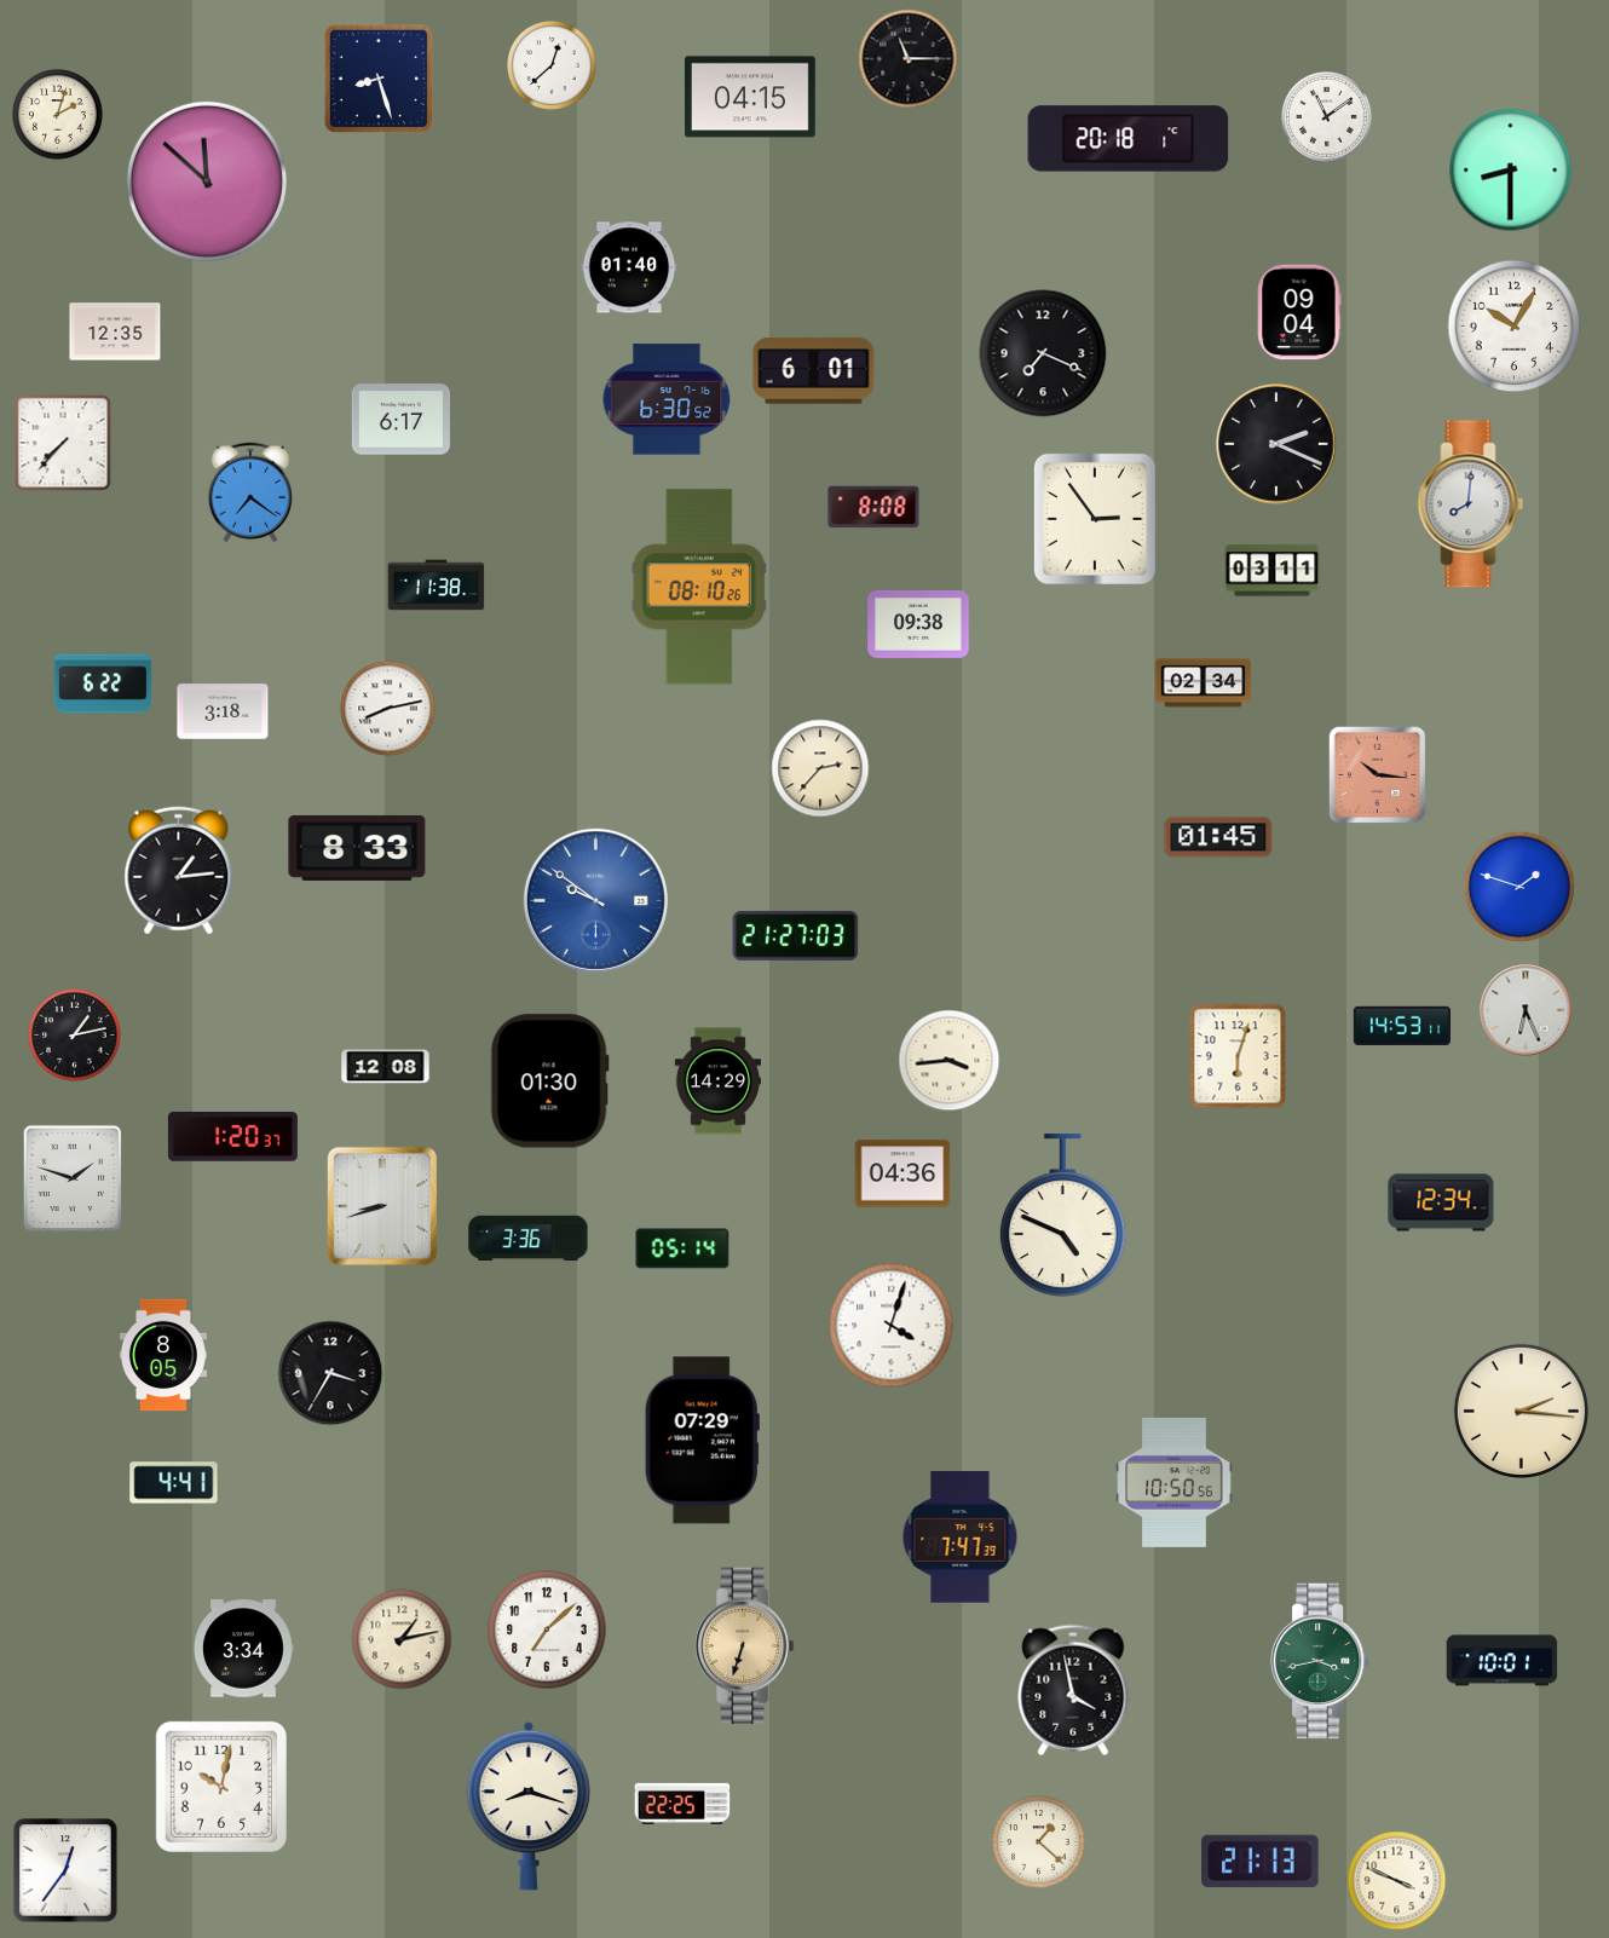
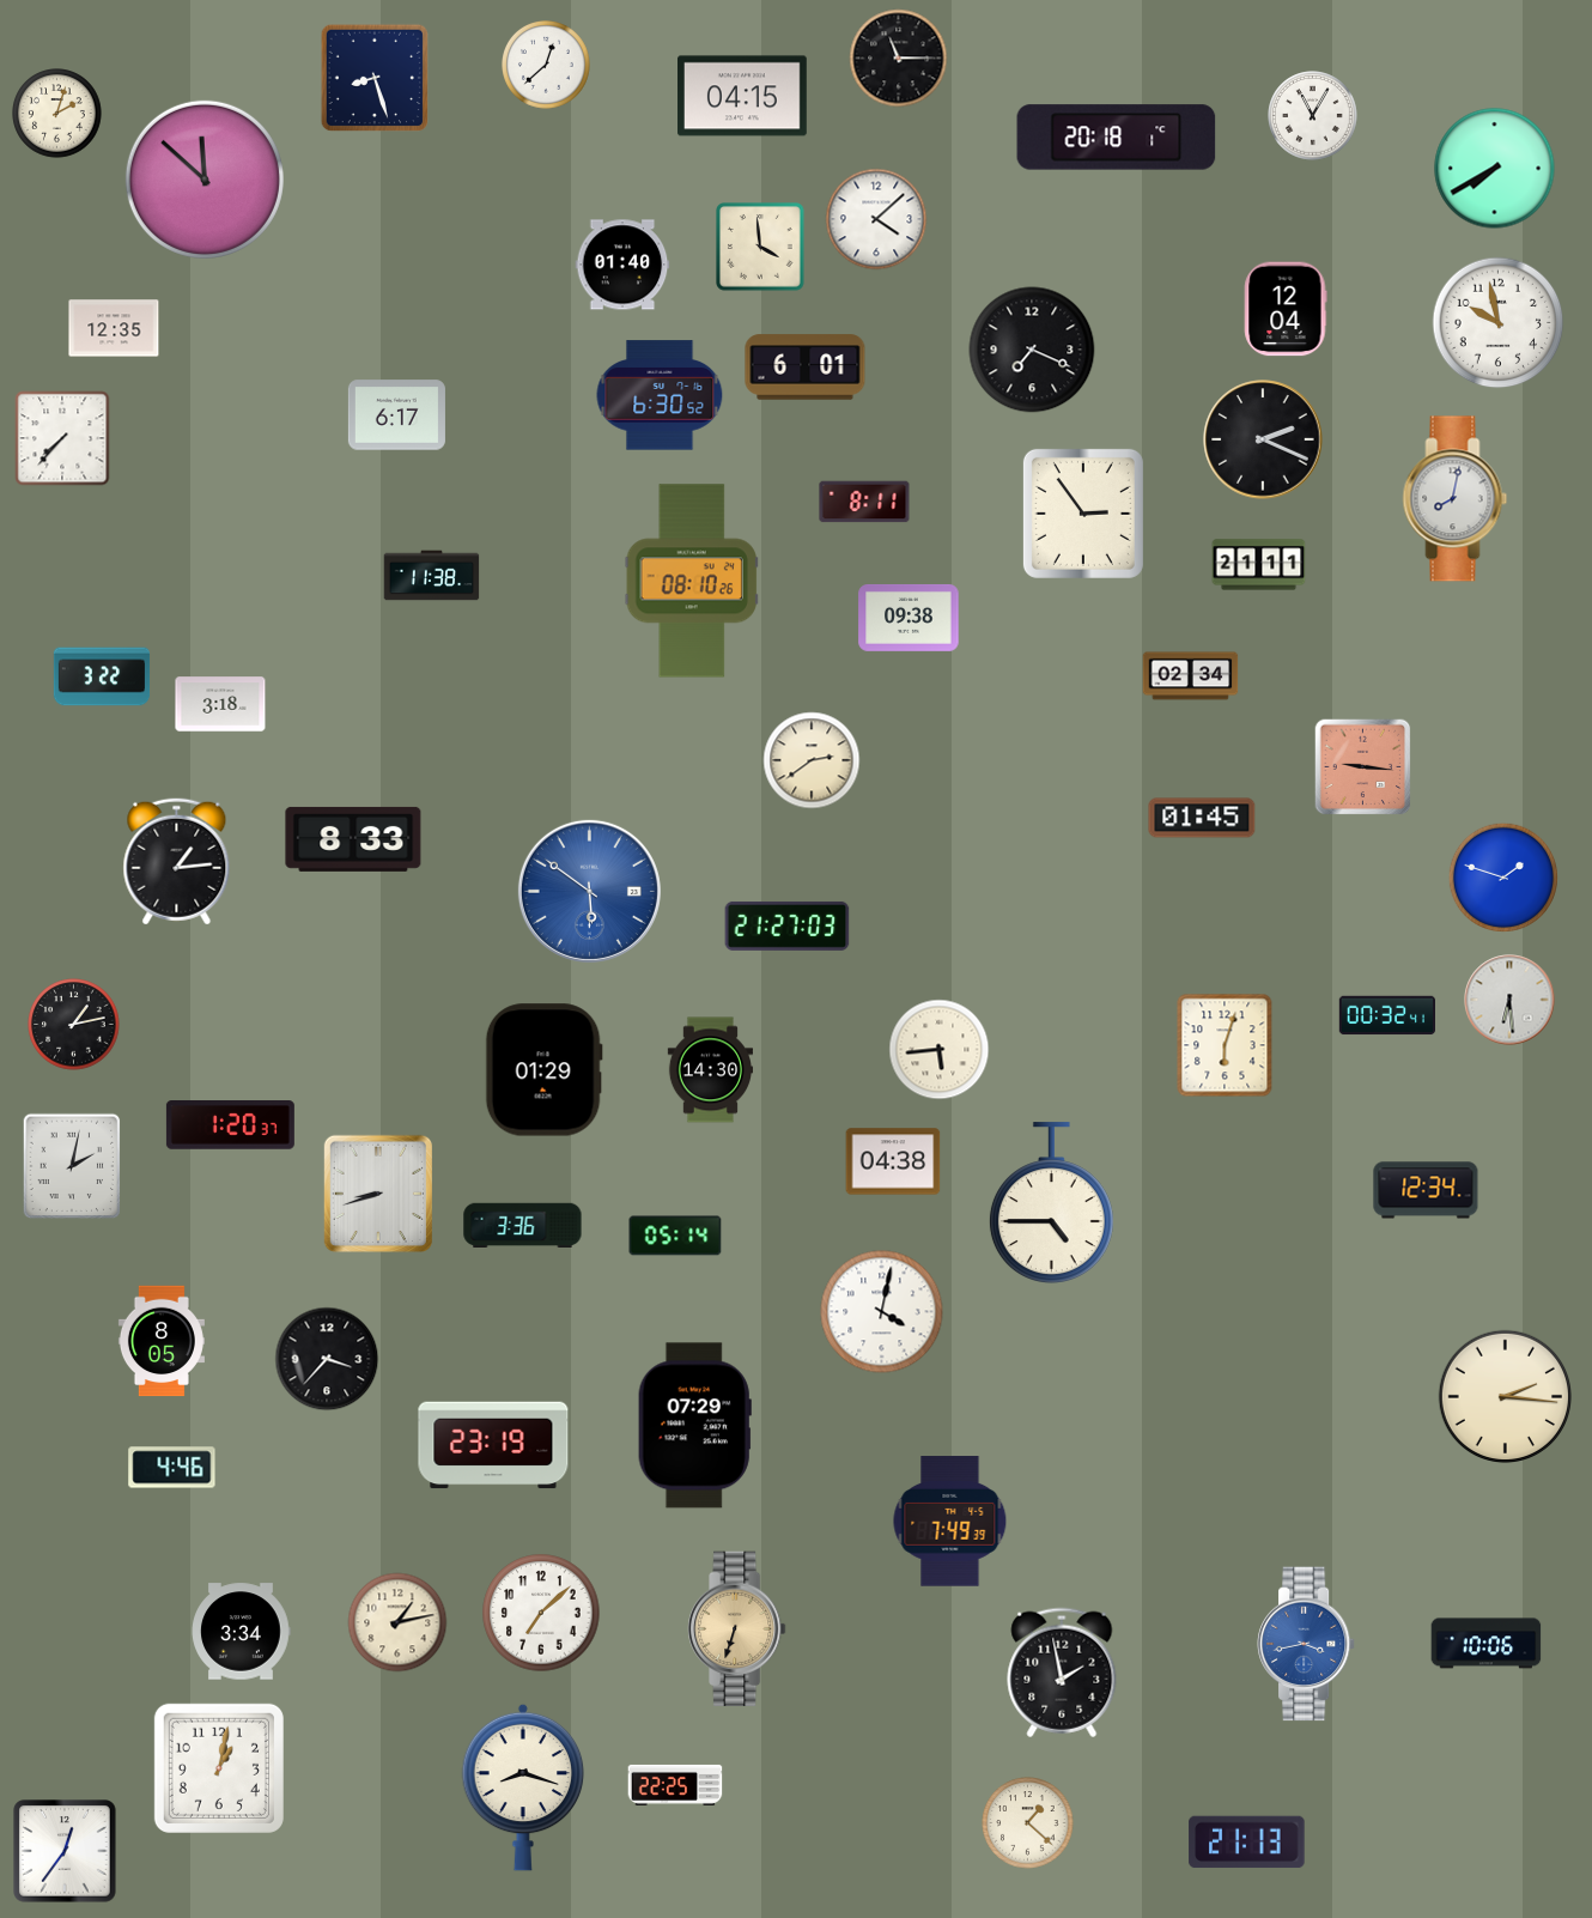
clock at (1327, 117): 11:09 -> 11:05
clock at (1511, 171): 8:30 -> 7:40
clock at (876, 219): none -> 4:08
clock at (761, 248): none -> 3:59
clock at (1299, 312): 09:04 -> 12:04
clock at (1515, 327): 10:05 -> 9:58
clock at (249, 491): 7:21 -> none
clock at (1471, 504): 8:01 -> 8:02
clock at (873, 507): 8:08 -> 8:11
clock at (1273, 571): 03:11 -> 21:11
clock at (437, 586) position: (437, 586) -> (432, 576)
clock at (103, 684): 6:22 -> 3:22
clock at (388, 709): 8:13 -> none
clock at (820, 768): 2:37 -> 2:39
clock at (1378, 775): 10:16 -> 9:16
clock at (1218, 837) position: (1218, 837) -> (1202, 818)
clock at (595, 900): 9:51 -> 5:51
clock at (1526, 1010): 6:26 -> 6:29
clock at (1401, 1026): 14:53 -> 00:32
clock at (950, 1061): 3:44 -> 5:44
clock at (386, 1067): 12:08 -> none
clock at (549, 1082): 01:30 -> 01:29
clock at (717, 1082): 14:29 -> 14:30
clock at (902, 1173): 04:36 -> 04:38
clock at (73, 1178): 1:48 -> 2:02
clock at (1062, 1215): 4:49 -> 4:45
clock at (892, 1326): 4:03 -> 4:02
clock at (330, 1373): 3:35 -> 3:37
clock at (493, 1445): none -> 23:19
clock at (1175, 1482): 10:50 -> none
clock at (174, 1483): 4:41 -> 4:46
clock at (961, 1538): 7:47 -> 7:49
clock at (1320, 1661) dial: green -> blue
clock at (1503, 1661): 10:01 -> 10:06
clock at (1073, 1690): 3:58 -> 1:58
clock at (221, 1787): 10:02 -> 1:02
clock at (1397, 1881): 3:49 -> none
